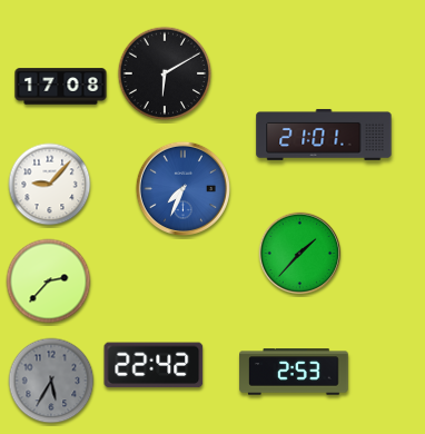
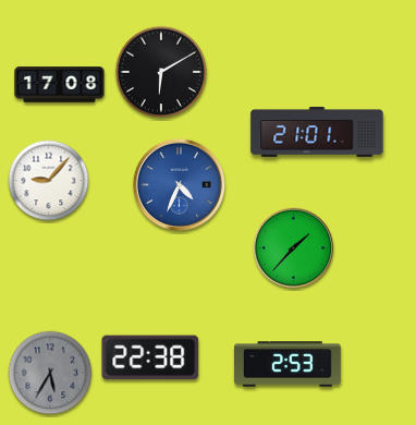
clock at (182, 188): 7:34 -> 4:34
clock at (49, 282): 2:37 -> none
clock at (154, 365): 22:42 -> 22:38
